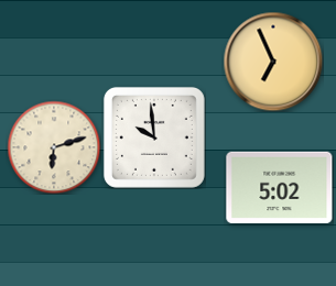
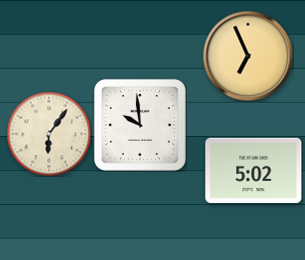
clock at (54, 147): 6:12 -> 6:06
